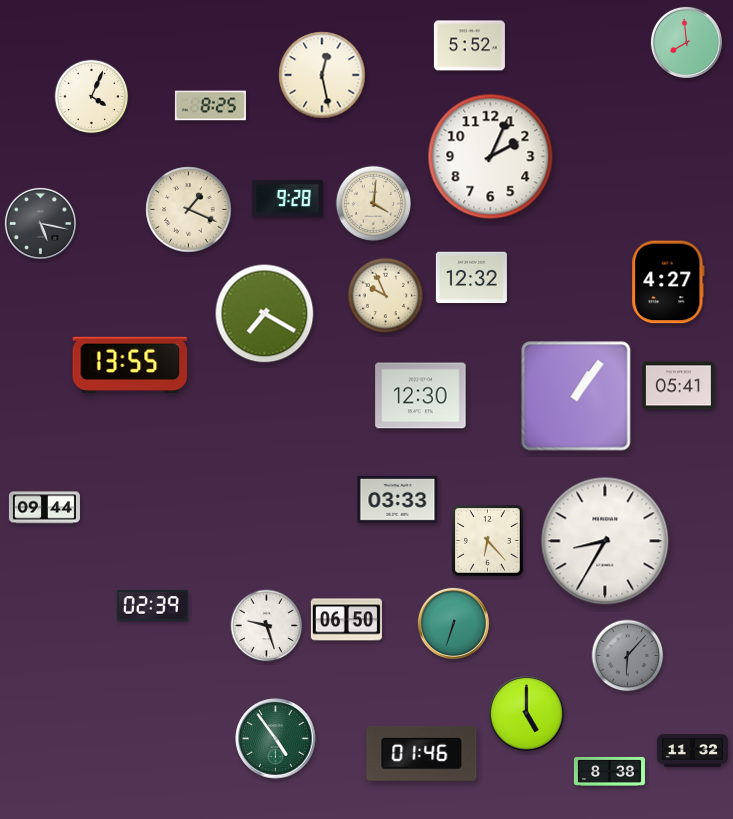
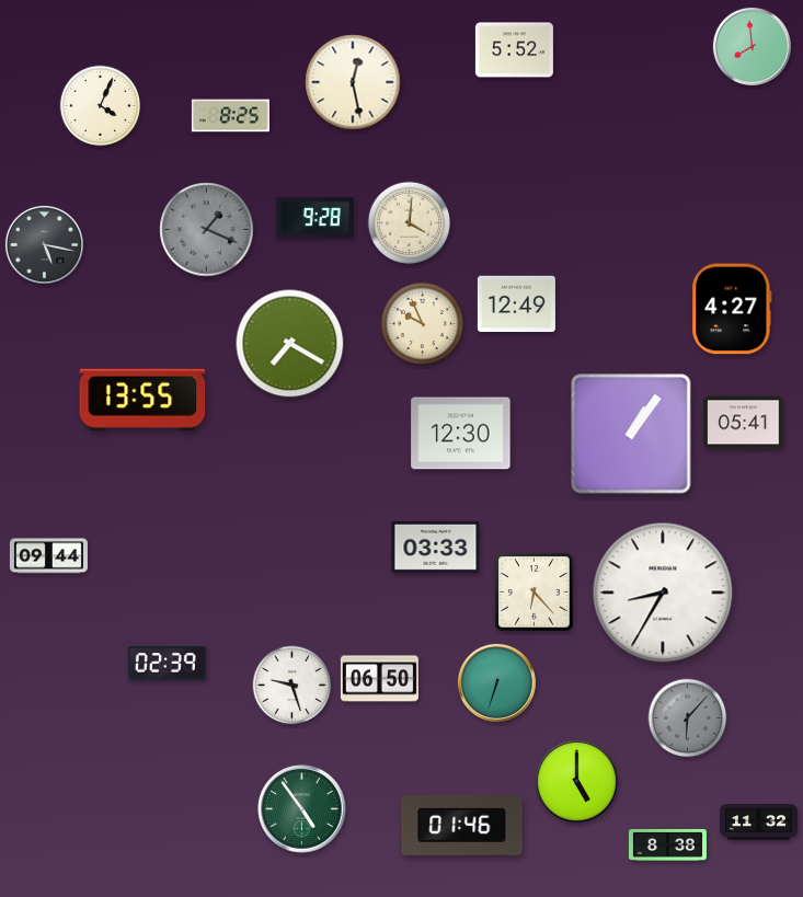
clock at (491, 157): 2:04 -> none
clock at (189, 210) dial: cream -> grey
clock at (471, 278): 12:32 -> 12:49
